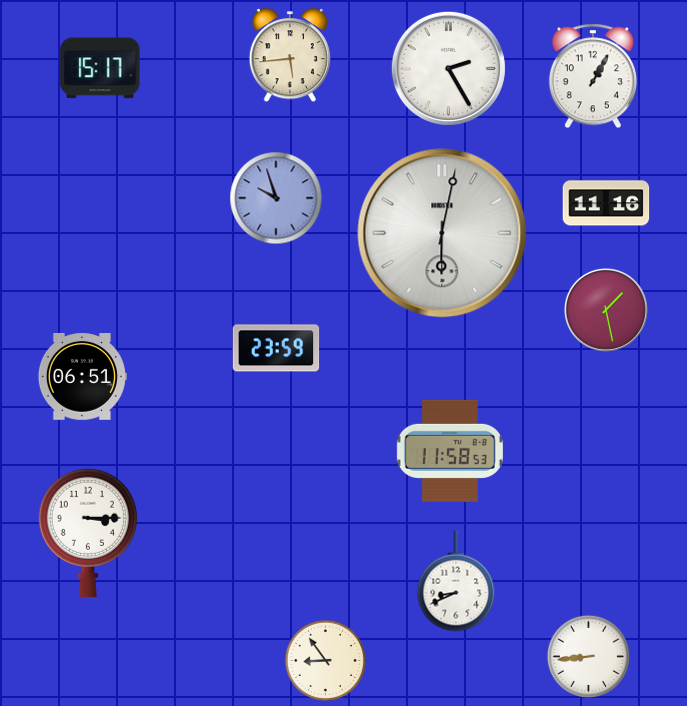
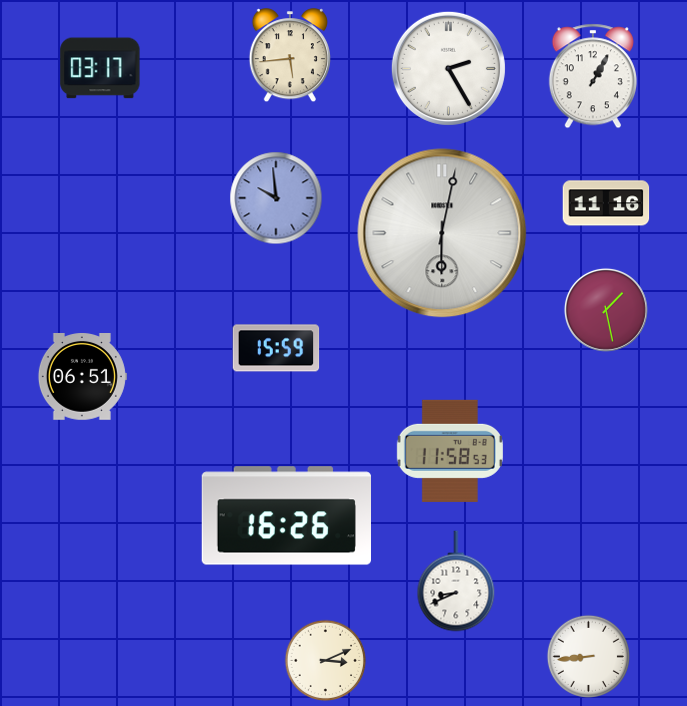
clock at (100, 68): 15:17 -> 03:17
clock at (276, 198): 9:57 -> 9:59
clock at (276, 348): 23:59 -> 15:59
clock at (286, 516): none -> 16:26
clock at (88, 532): 3:15 -> none
clock at (326, 661): 8:54 -> 3:11
